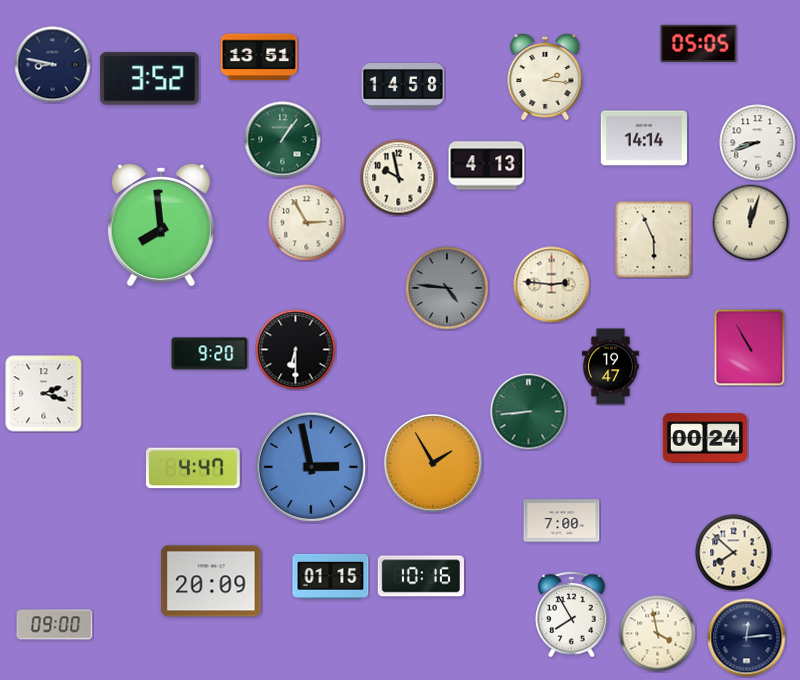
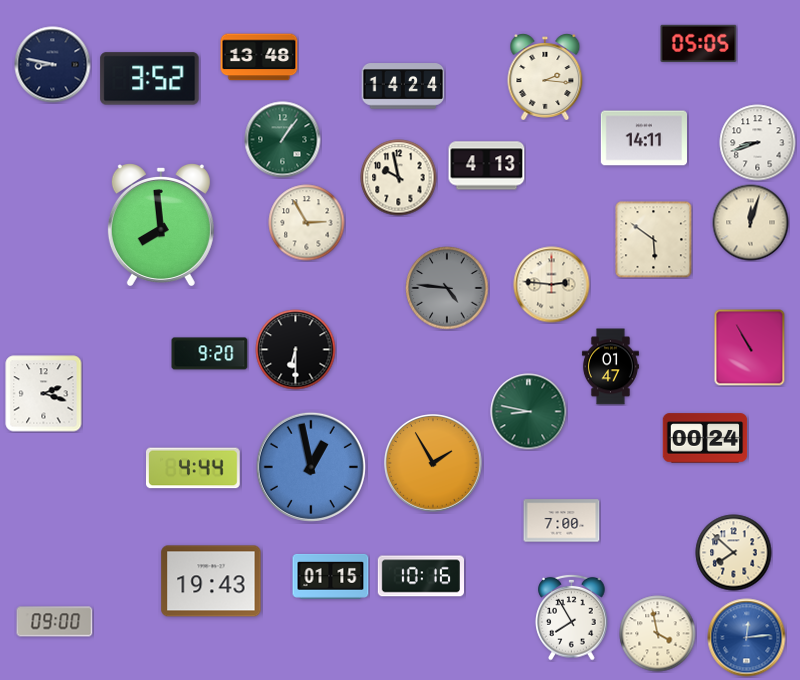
clock at (259, 57): 13:51 -> 13:48
clock at (403, 86): 14:58 -> 14:24
clock at (643, 138): 14:14 -> 14:11
clock at (654, 240): 5:56 -> 5:51
clock at (610, 367): 19:47 -> 01:47
clock at (529, 412): 8:44 -> 8:47
clock at (311, 467): 2:58 -> 12:58
clock at (193, 468): 4:47 -> 4:44
clock at (211, 581): 20:09 -> 19:43
clock at (572, 614) position: (572, 614) -> (572, 617)
clock at (55, 625) position: (55, 625) -> (55, 622)
clock at (747, 638) dial: navy -> blue
